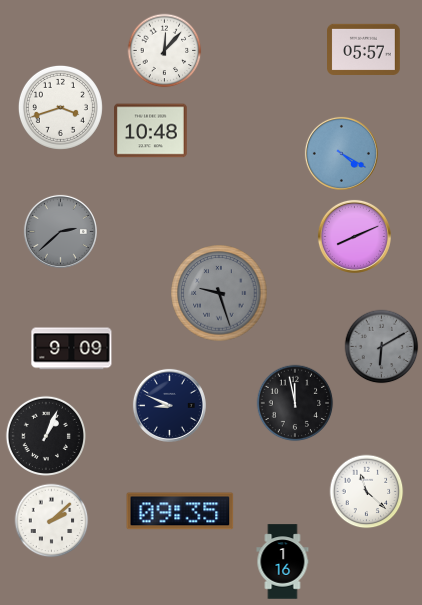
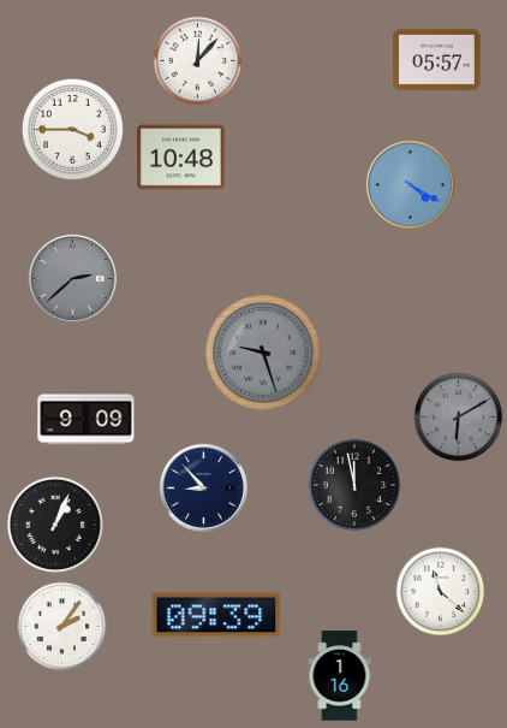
clock at (60, 107): 3:42 -> 3:45
clock at (354, 236): 8:11 -> none
clock at (169, 405): 8:49 -> 8:53
clock at (180, 511): 09:35 -> 09:39
clock at (52, 521): 2:08 -> 2:06
